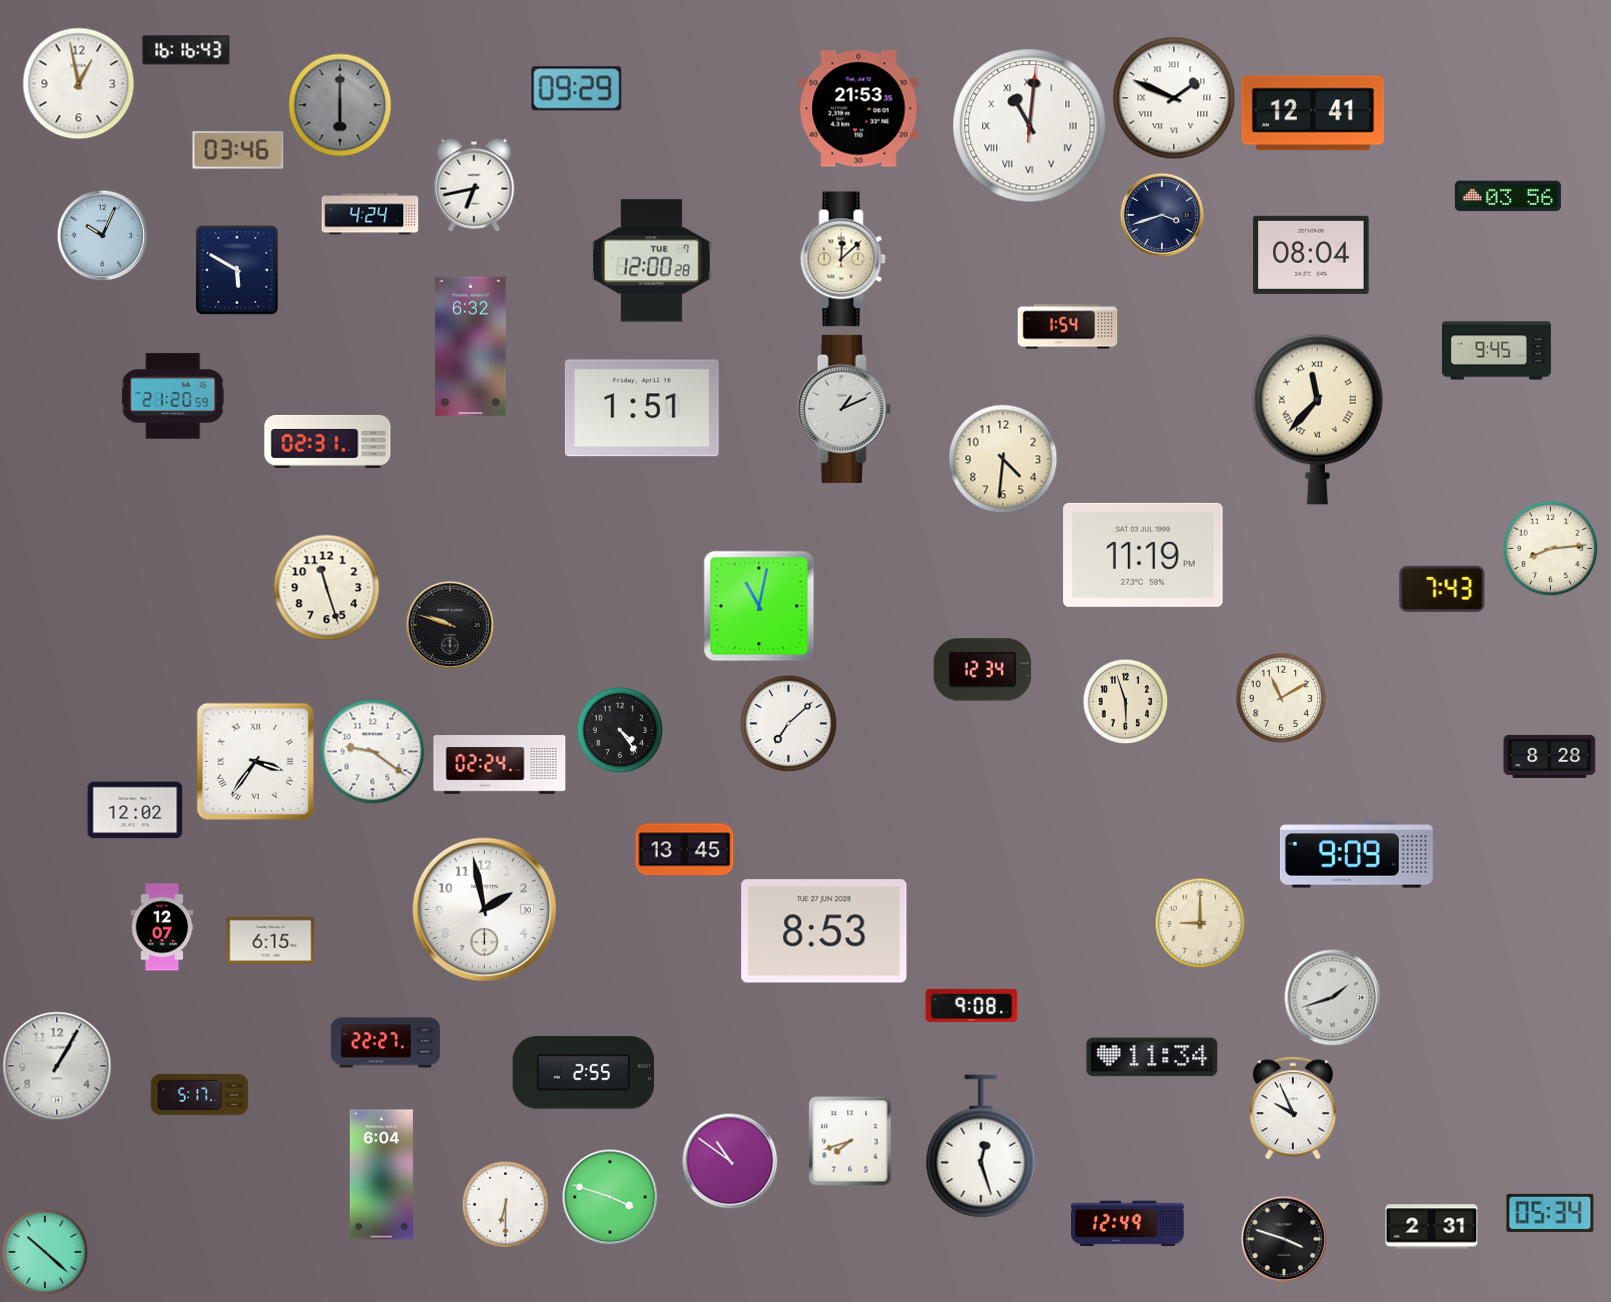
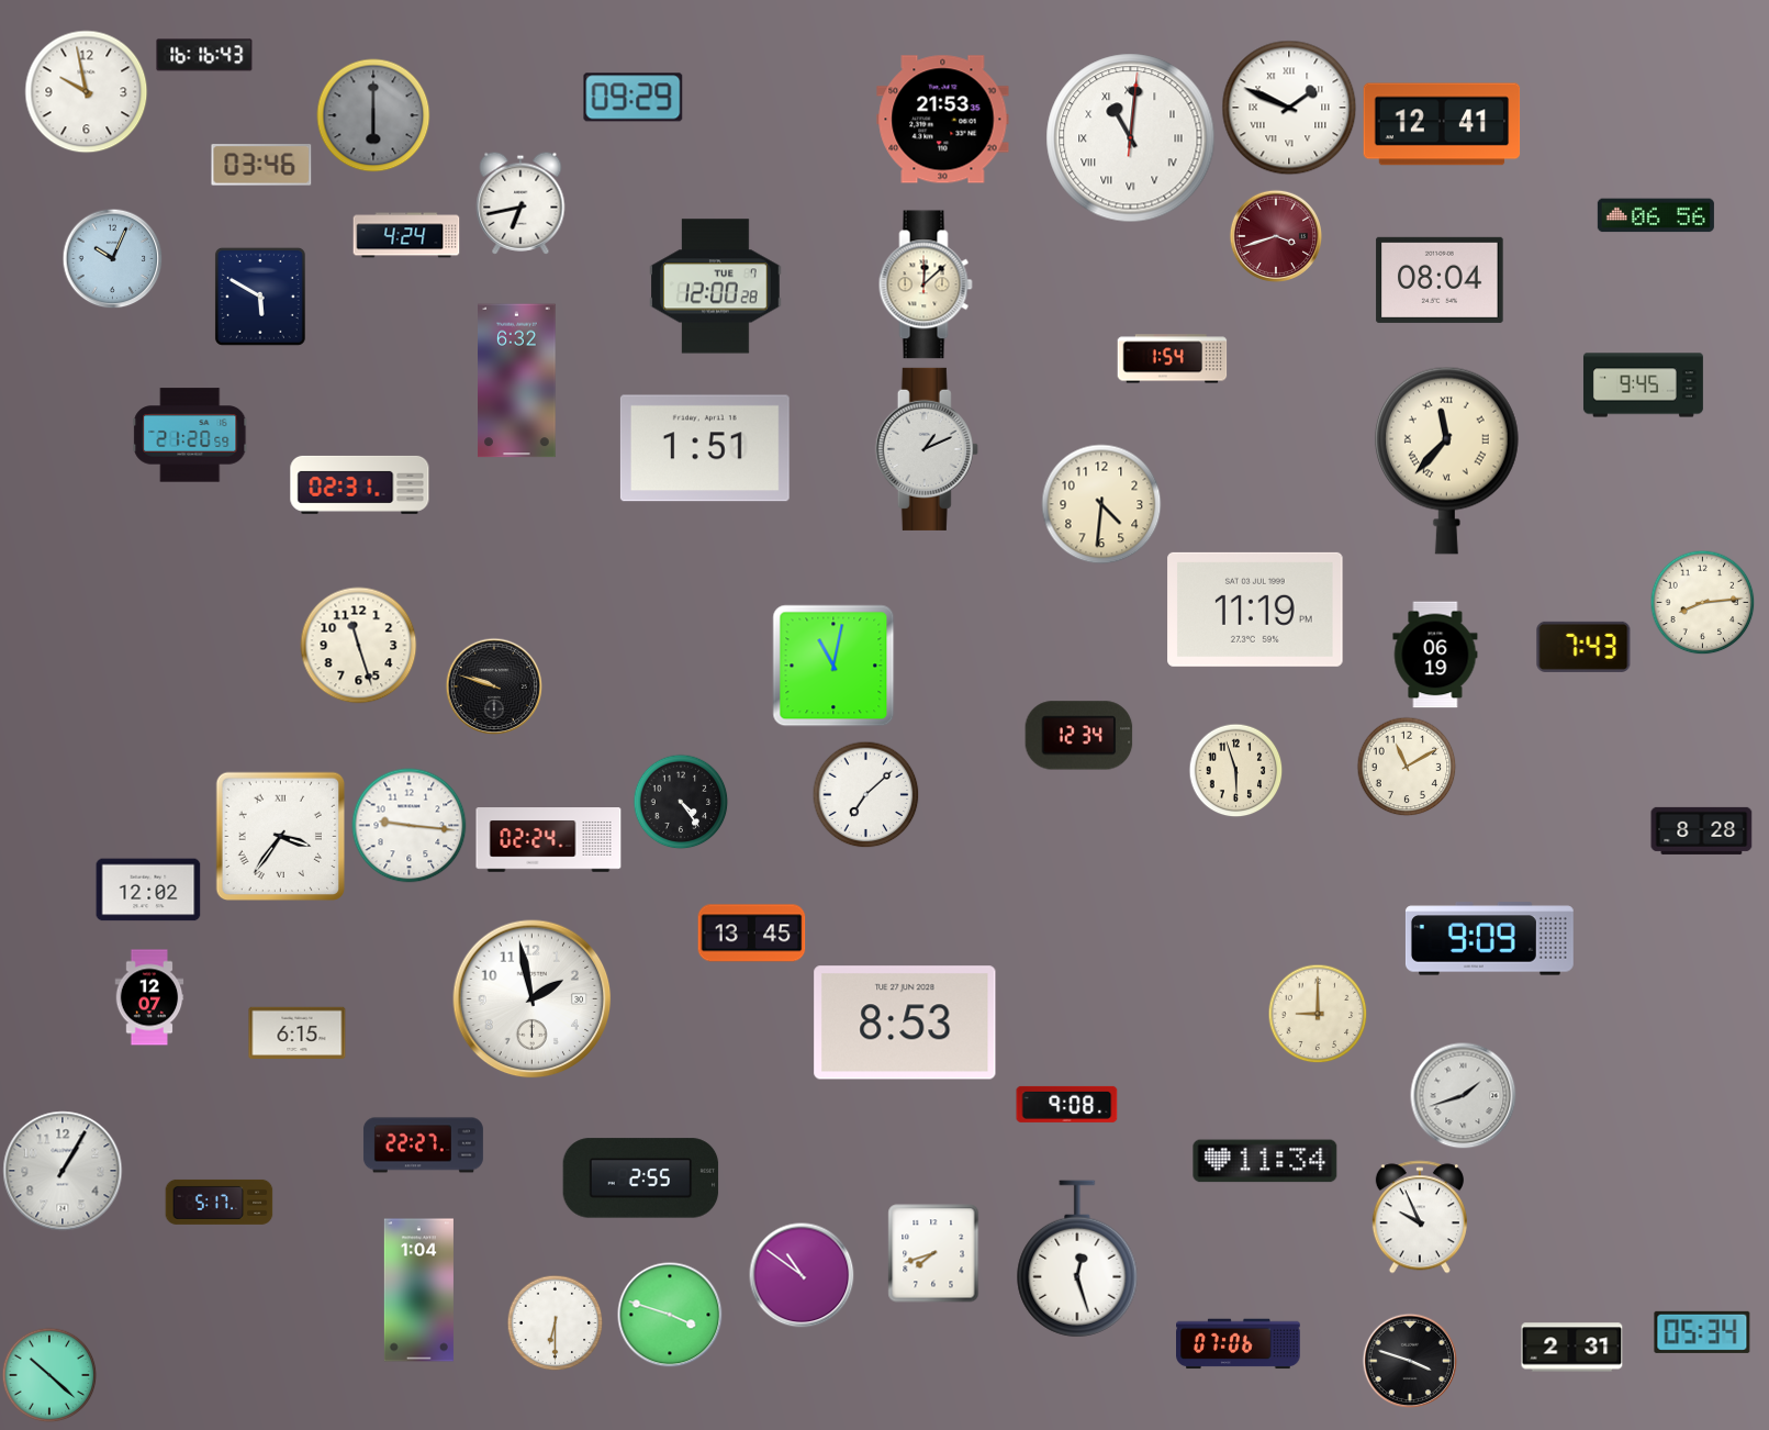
clock at (79, 84): 12:58 -> 9:58
clock at (1508, 196): 03:56 -> 06:56
clock at (1161, 214) dial: navy -> burgundy
clock at (1435, 655): none -> 06:19
clock at (373, 752): 9:21 -> 9:16
clock at (162, 927) position: (162, 927) -> (149, 997)
clock at (381, 1175): 6:04 -> 1:04
clock at (1128, 1224): 12:49 -> 07:06
